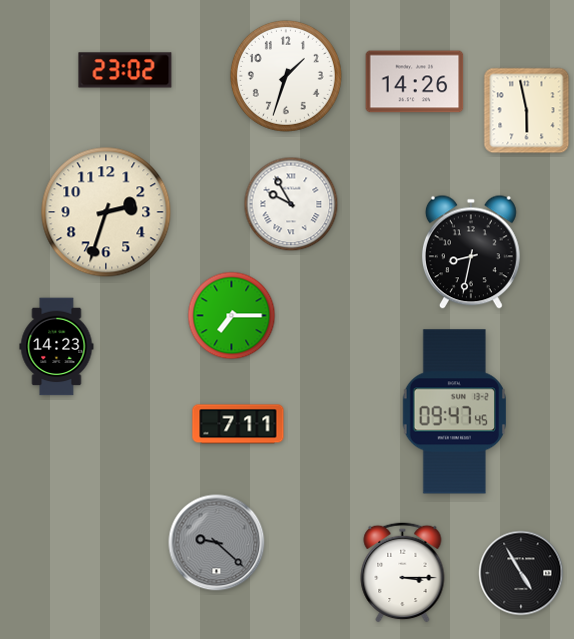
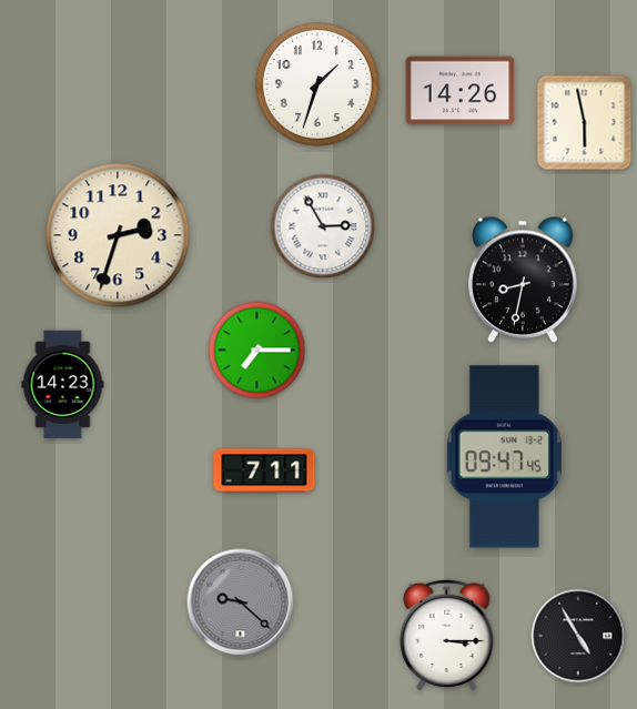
clock at (125, 70): 23:02 -> none
clock at (291, 204): 9:55 -> 2:55
